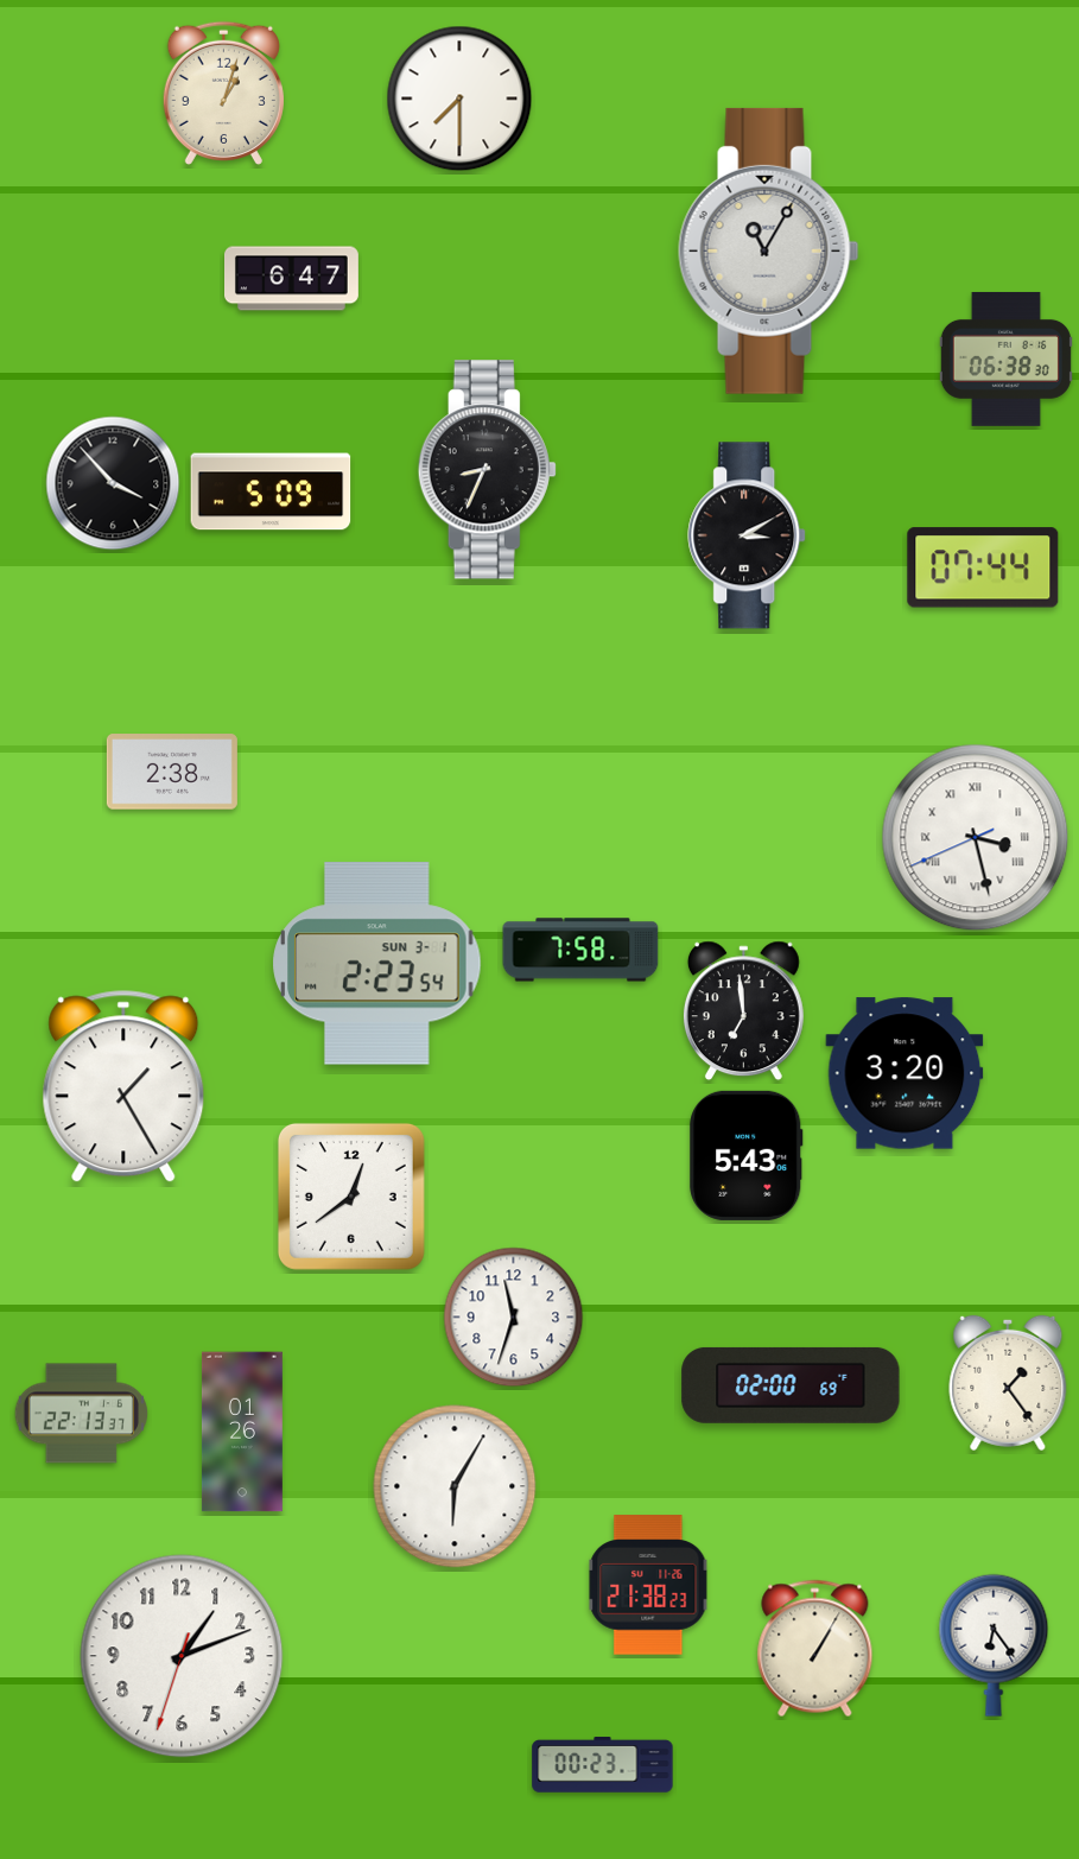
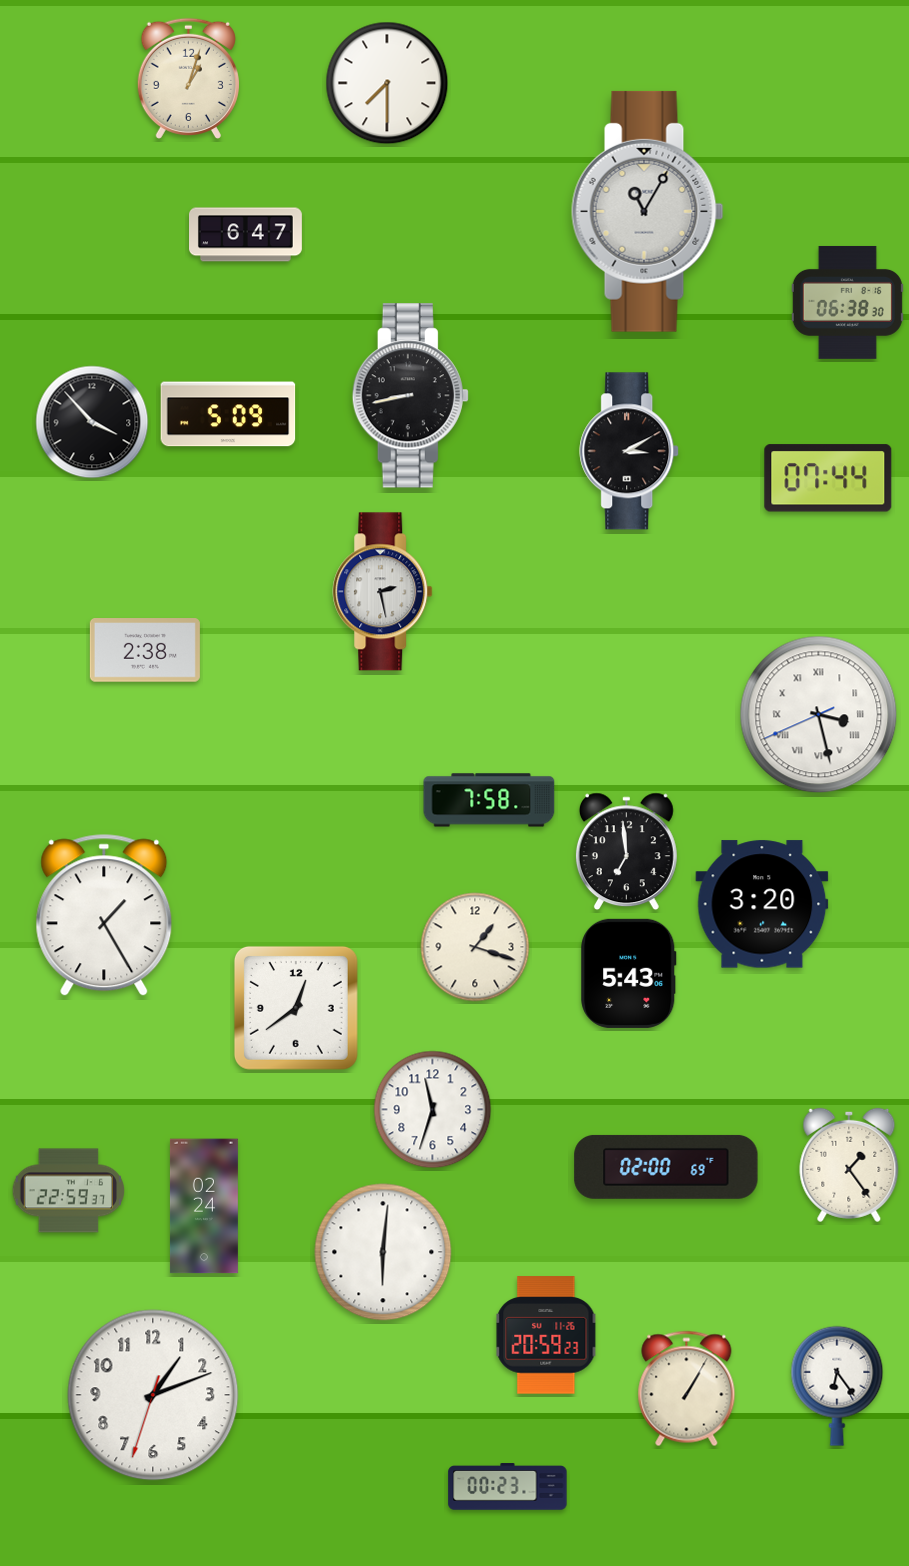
clock at (487, 470): 8:34 -> 8:43
clock at (113, 483) position: (113, 483) -> (92, 422)
clock at (383, 592): none -> 2:28
clock at (976, 838) position: (976, 838) -> (819, 715)
clock at (377, 964): 2:23 -> none
clock at (475, 947): none -> 1:18
clock at (81, 1414): 22:13 -> 22:59
clock at (242, 1432): 01:26 -> 02:24
clock at (455, 1486): 6:05 -> 6:01
clock at (648, 1585): 21:38 -> 20:59
